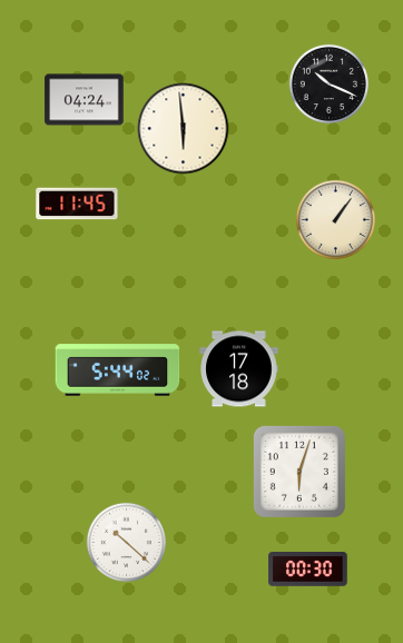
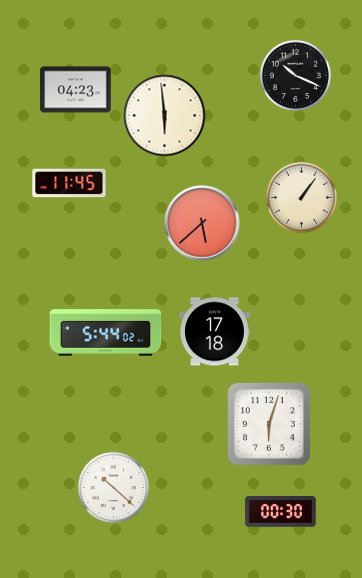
clock at (85, 100): 04:24 -> 04:23
clock at (202, 223): none -> 5:38
clock at (308, 570) position: (308, 570) -> (281, 512)
